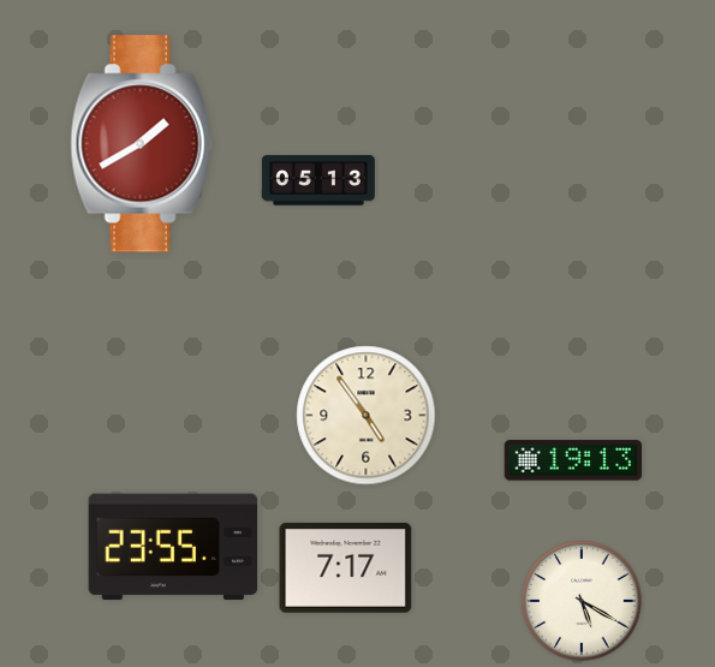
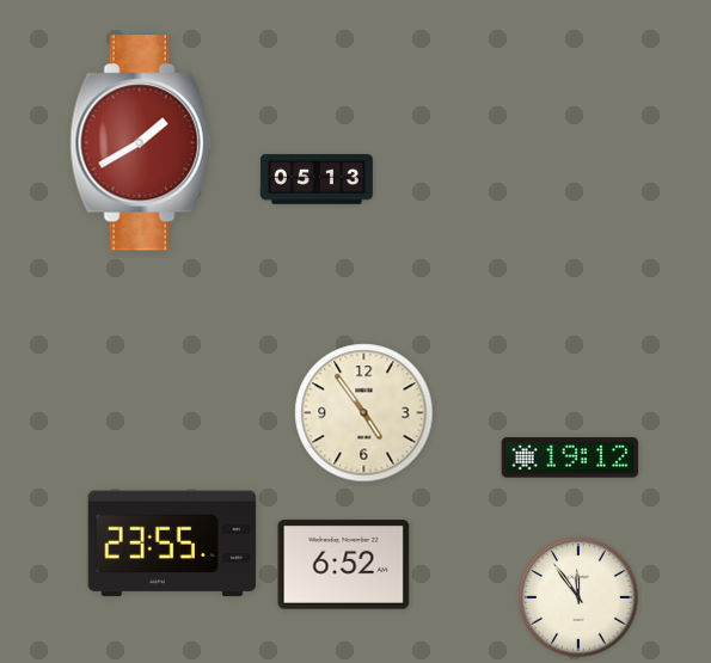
clock at (573, 460): 19:13 -> 19:12
clock at (346, 568): 7:17 -> 6:52
clock at (582, 601): 5:20 -> 11:54
